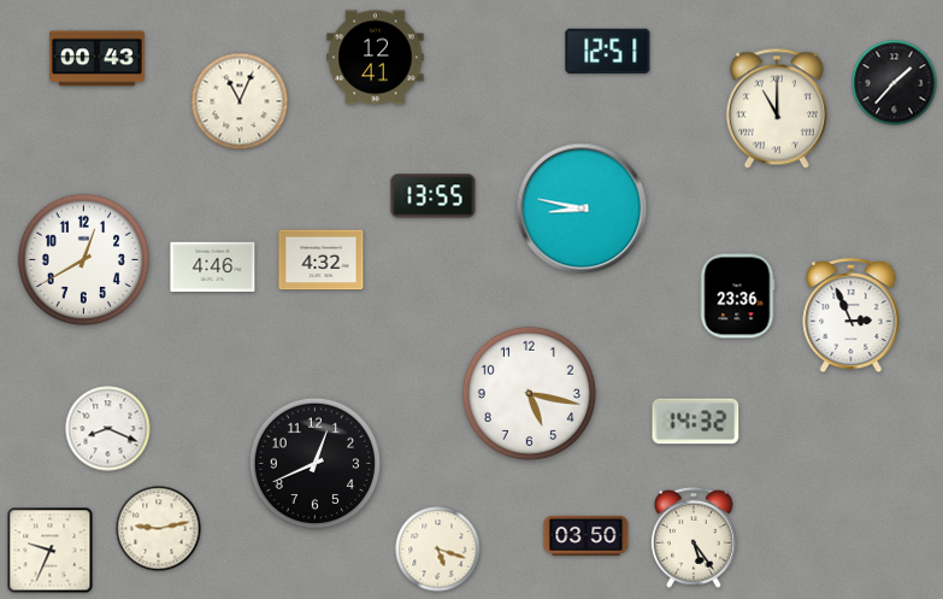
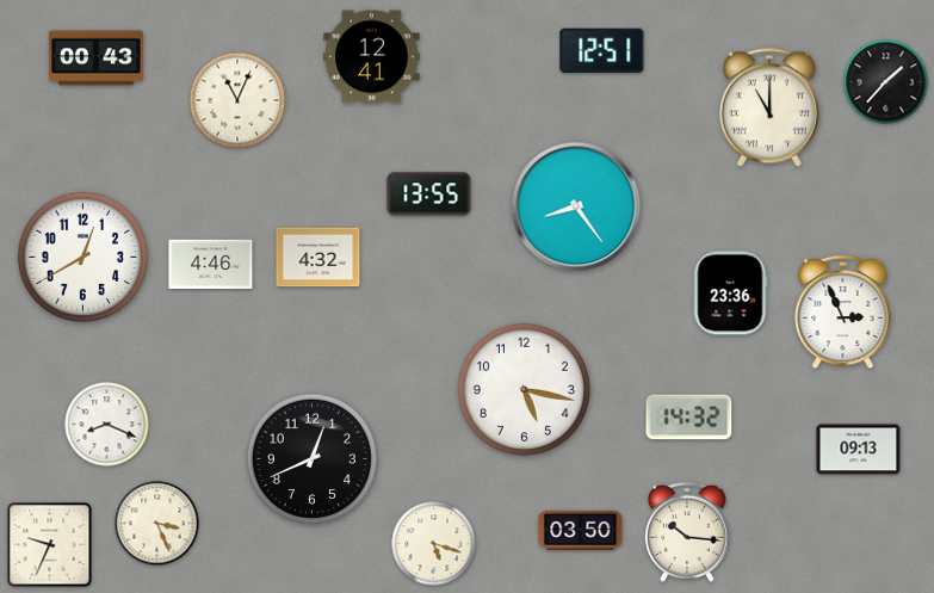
clock at (582, 209): 8:47 -> 8:24
clock at (859, 450): none -> 09:13
clock at (159, 529): 9:13 -> 3:26
clock at (694, 538): 5:24 -> 10:16
